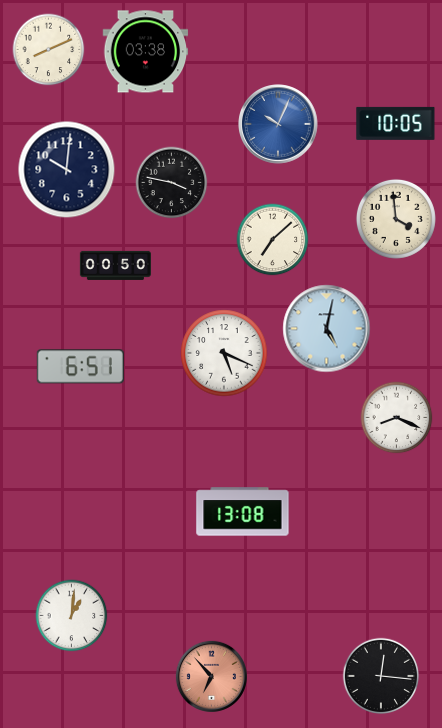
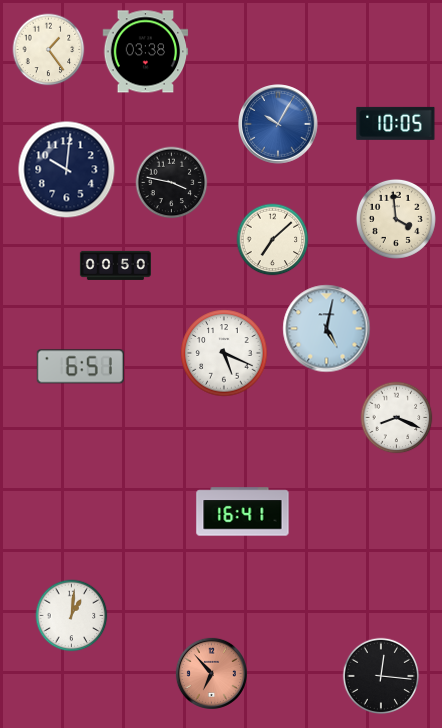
clock at (49, 50): 8:11 -> 1:24
clock at (278, 124): 10:04 -> 10:05
clock at (243, 512): 13:08 -> 16:41
clock at (211, 676) position: (211, 676) -> (211, 673)
